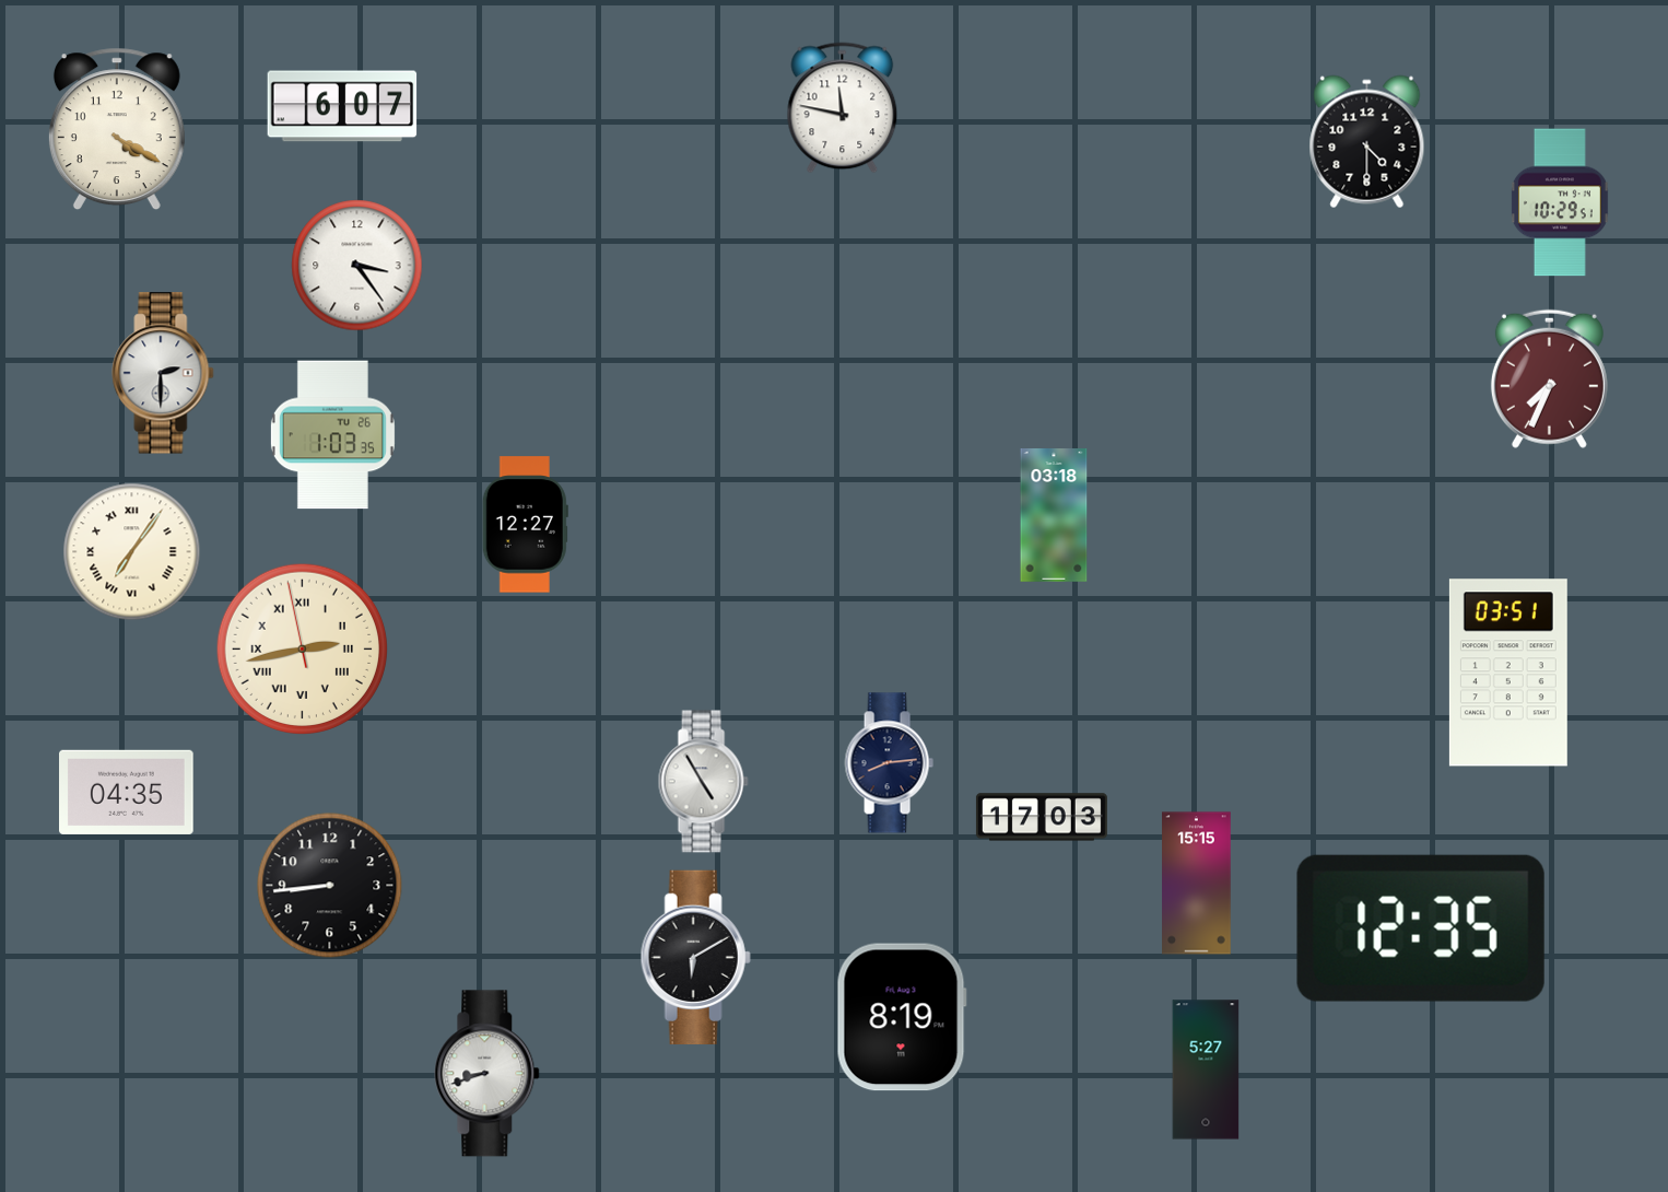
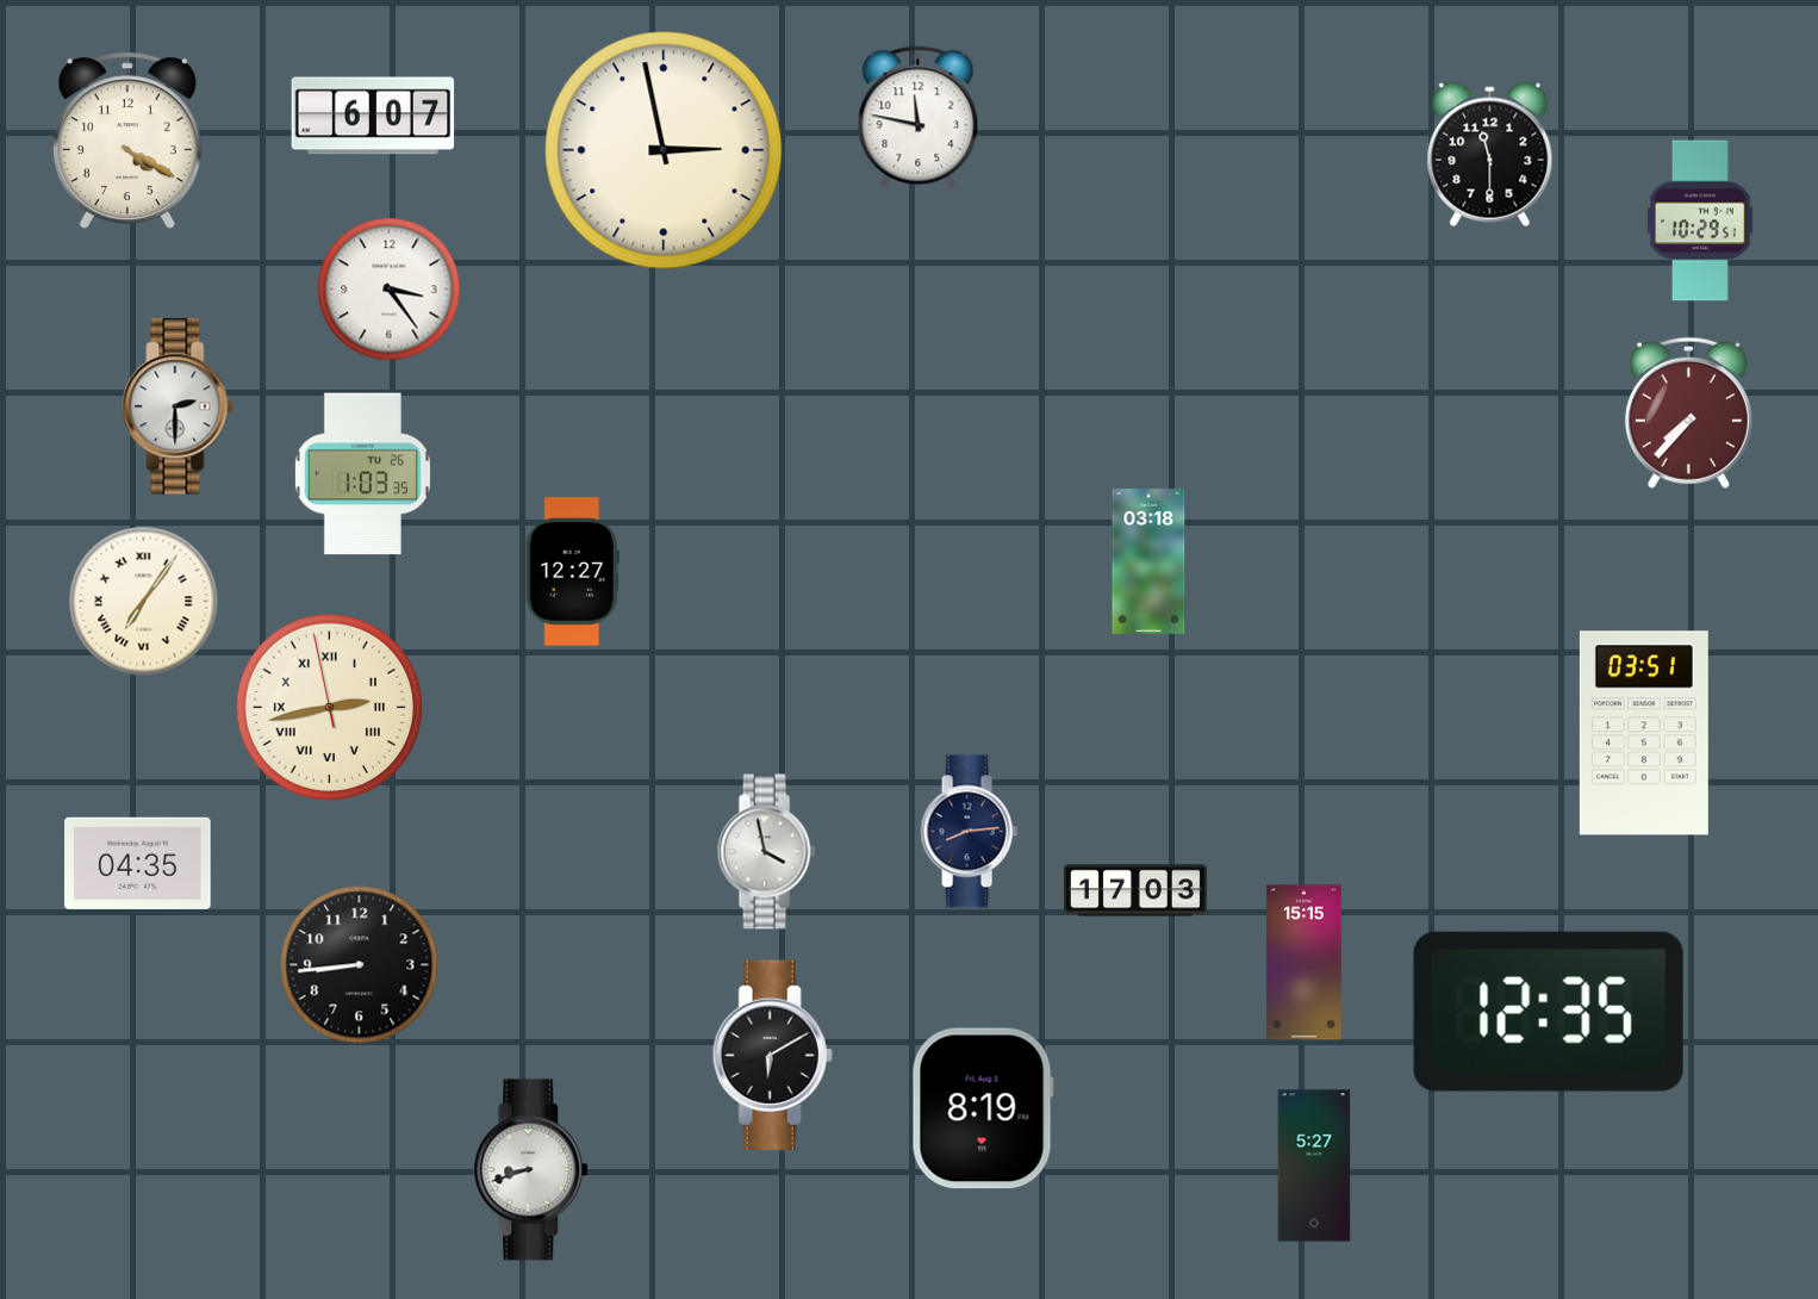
clock at (664, 150): none -> 2:58
clock at (1367, 142): 4:30 -> 11:30
clock at (1549, 378): 7:34 -> 7:37
clock at (703, 782): 4:55 -> 3:58
clock at (695, 957) position: (695, 957) -> (772, 1055)
